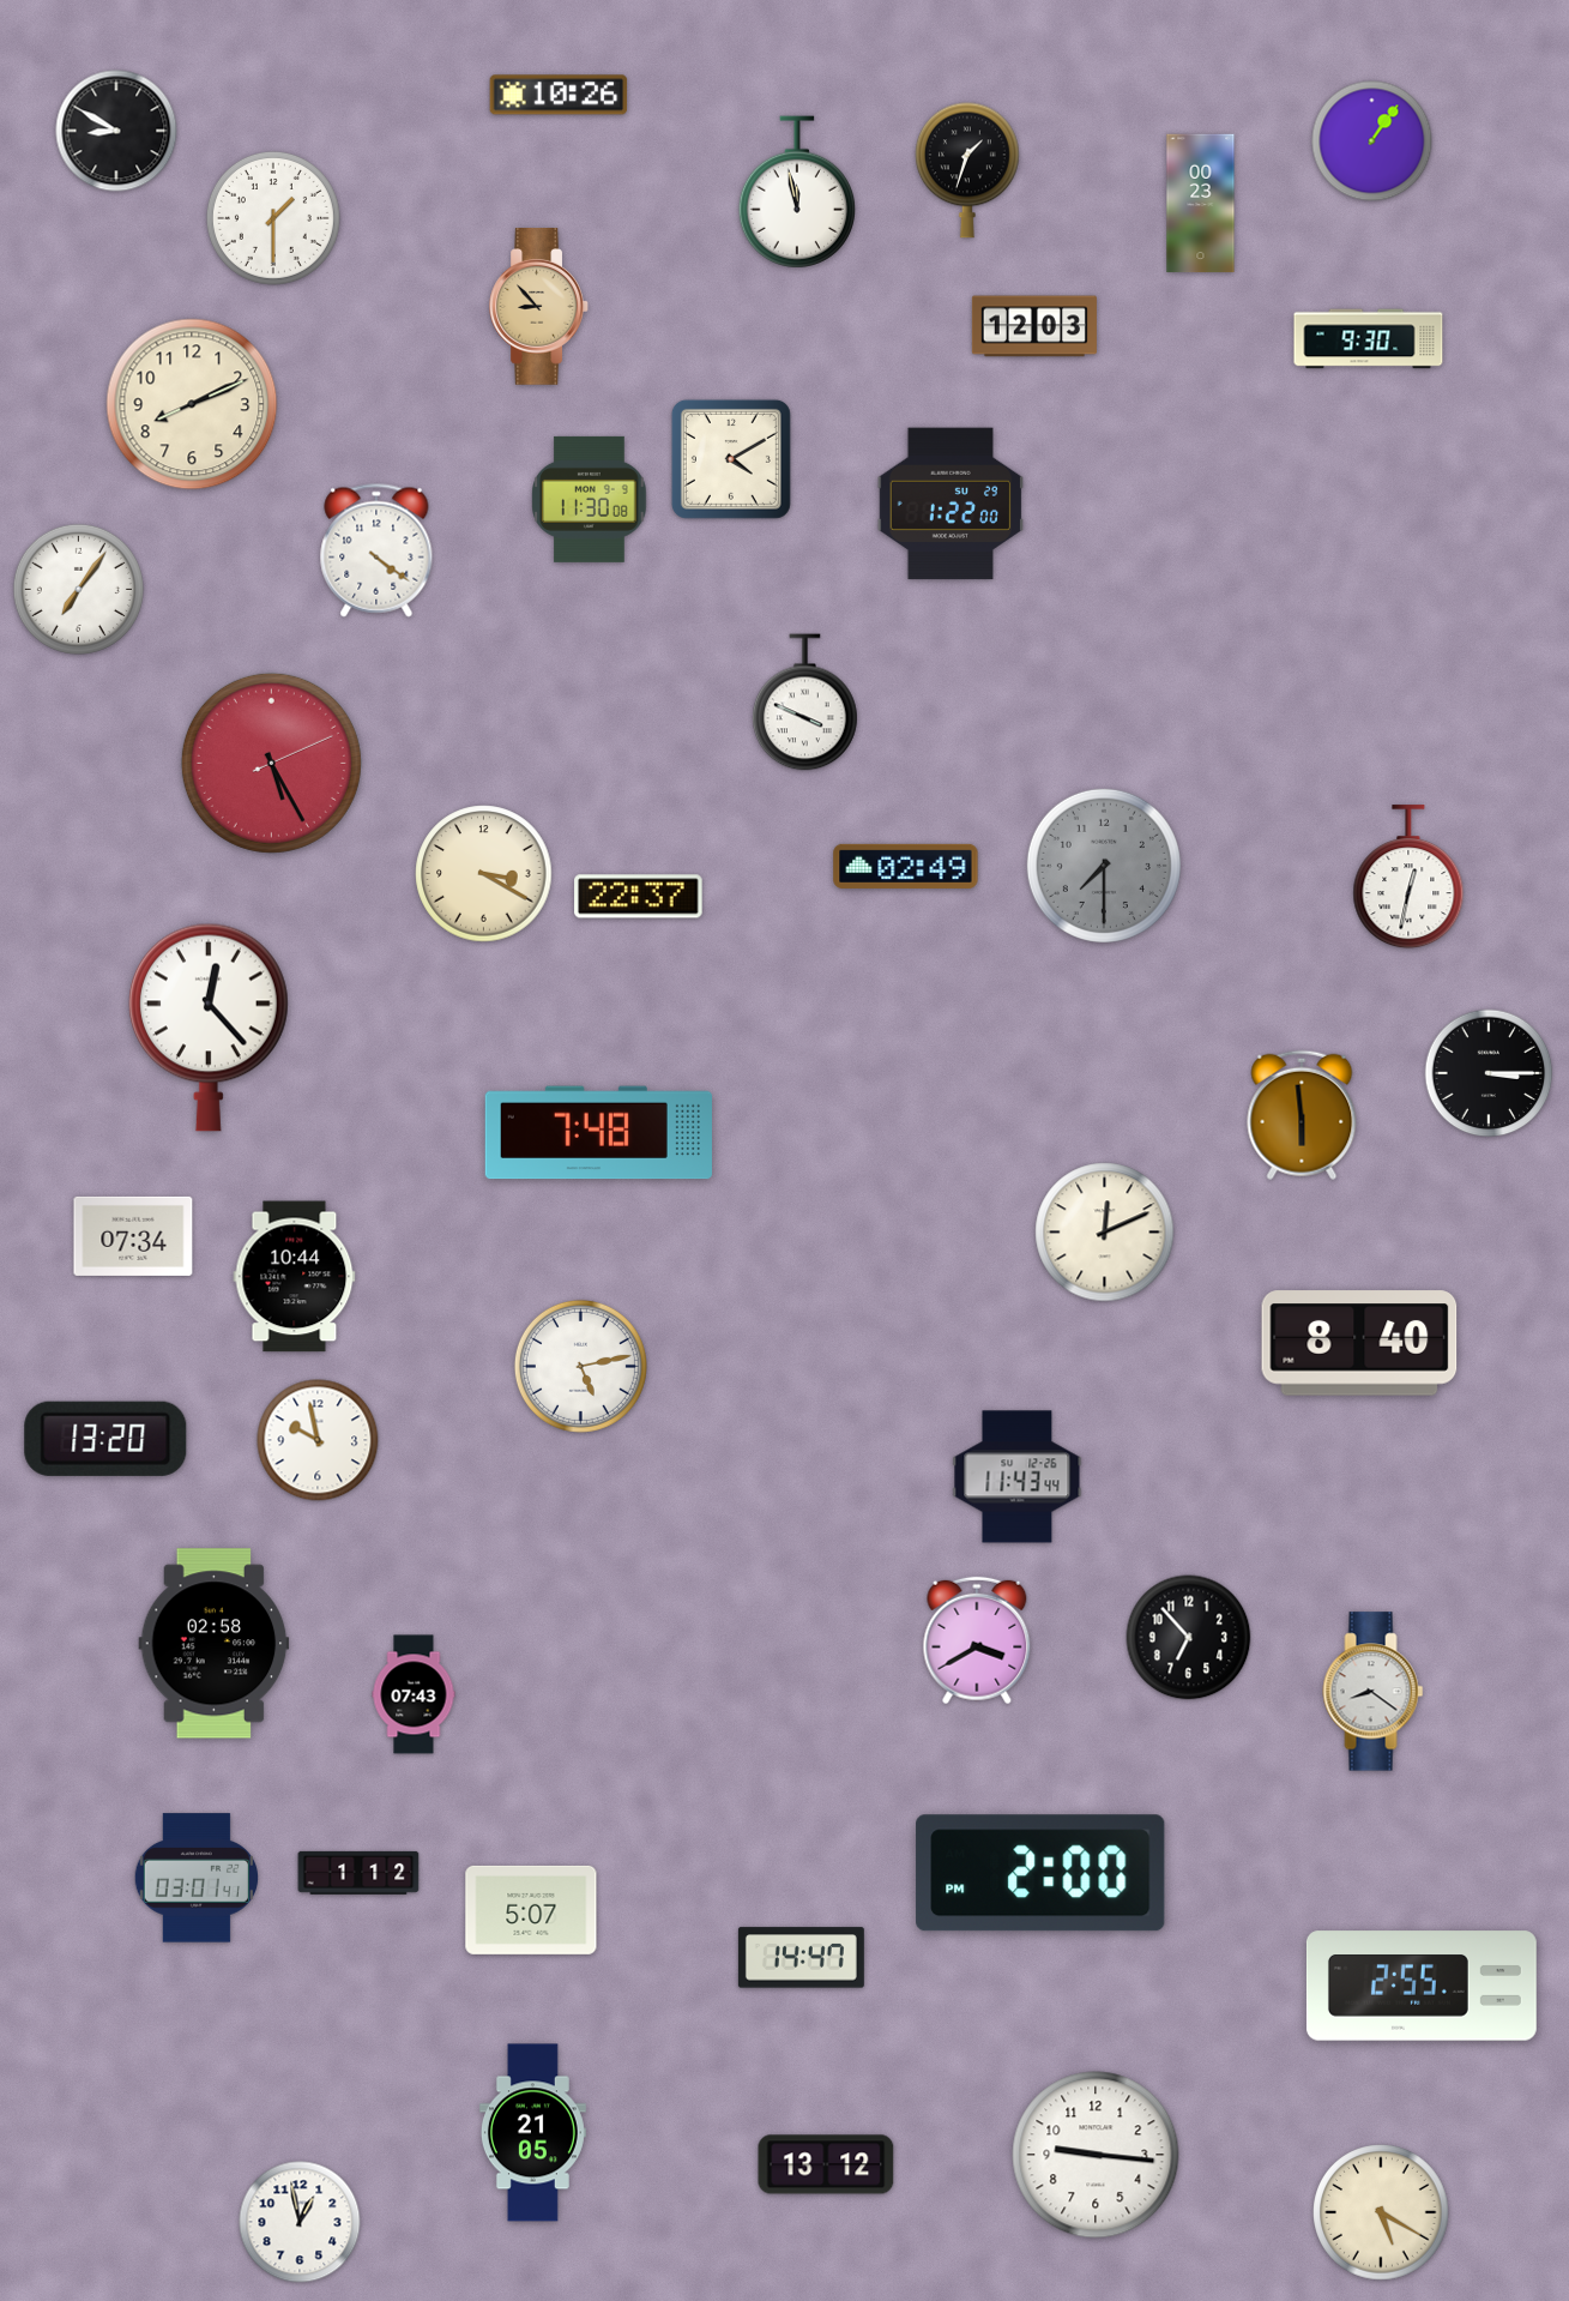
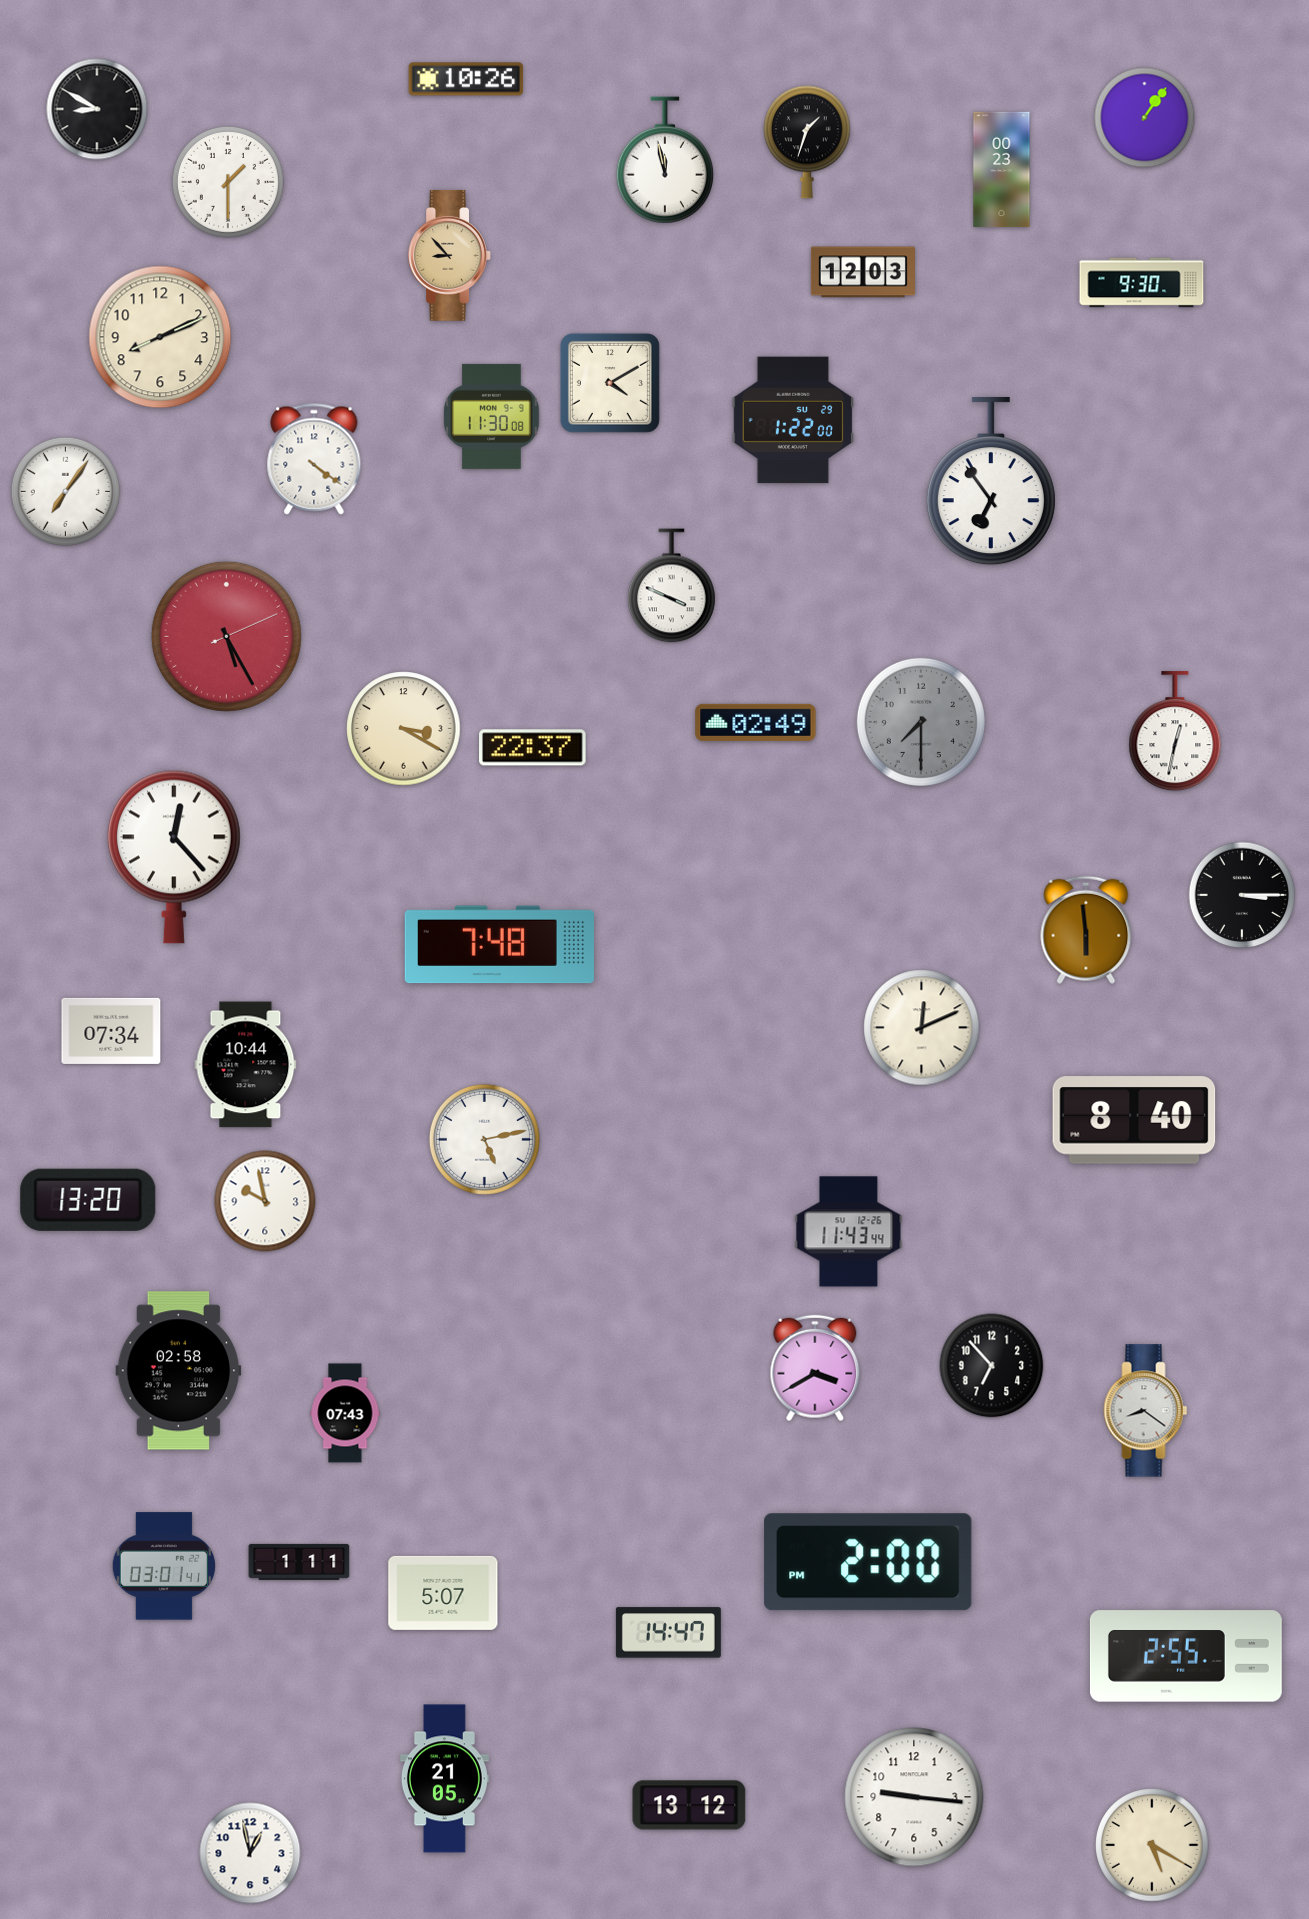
clock at (991, 481): none -> 6:54
clock at (358, 1873): 1:12 -> 1:11
